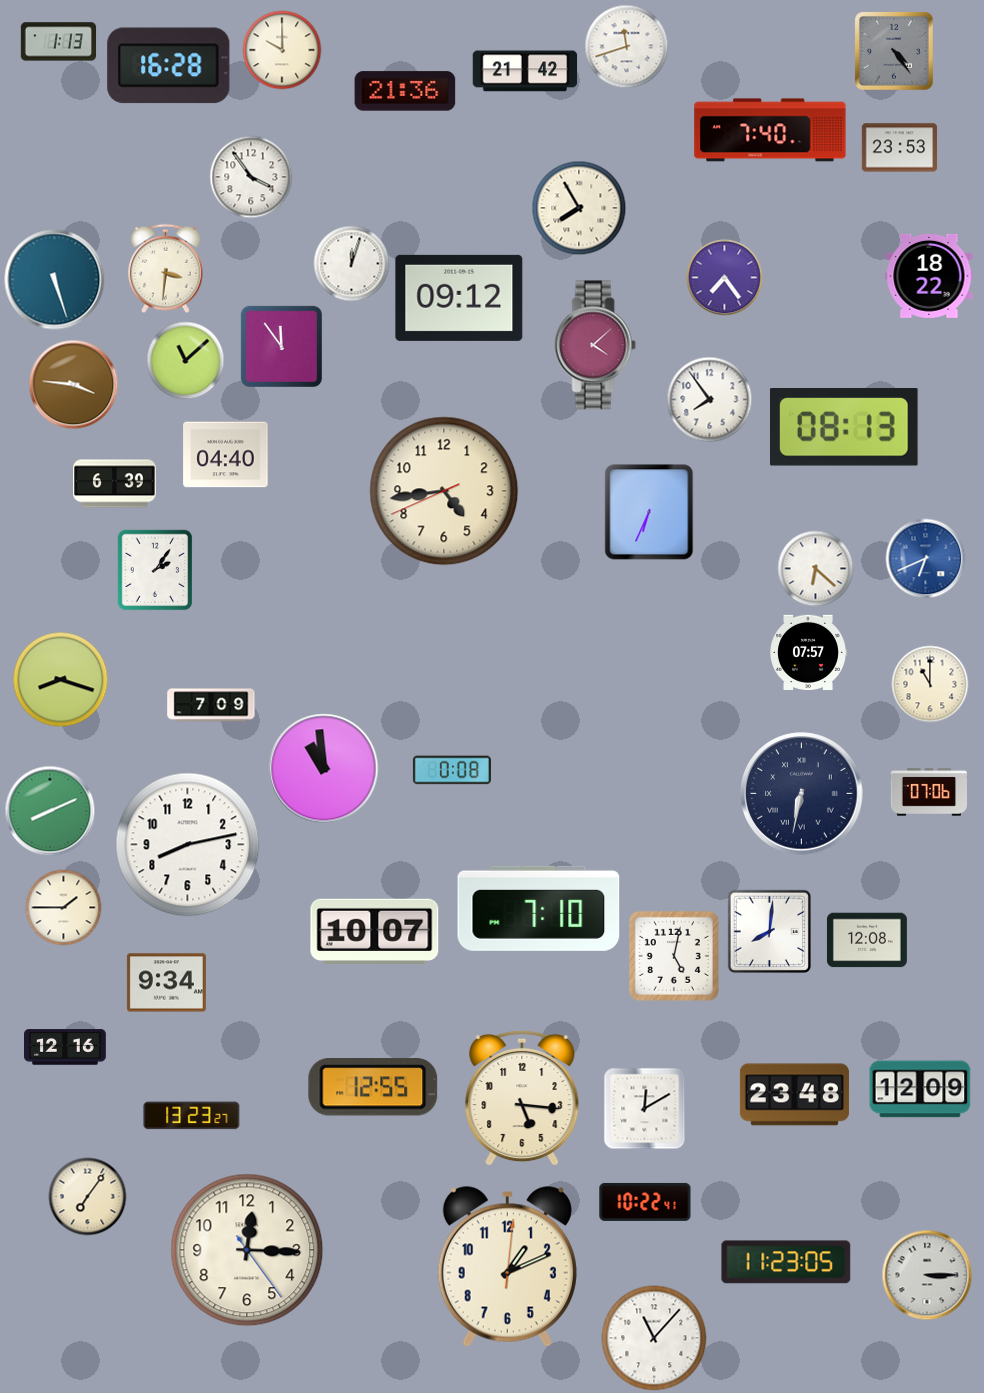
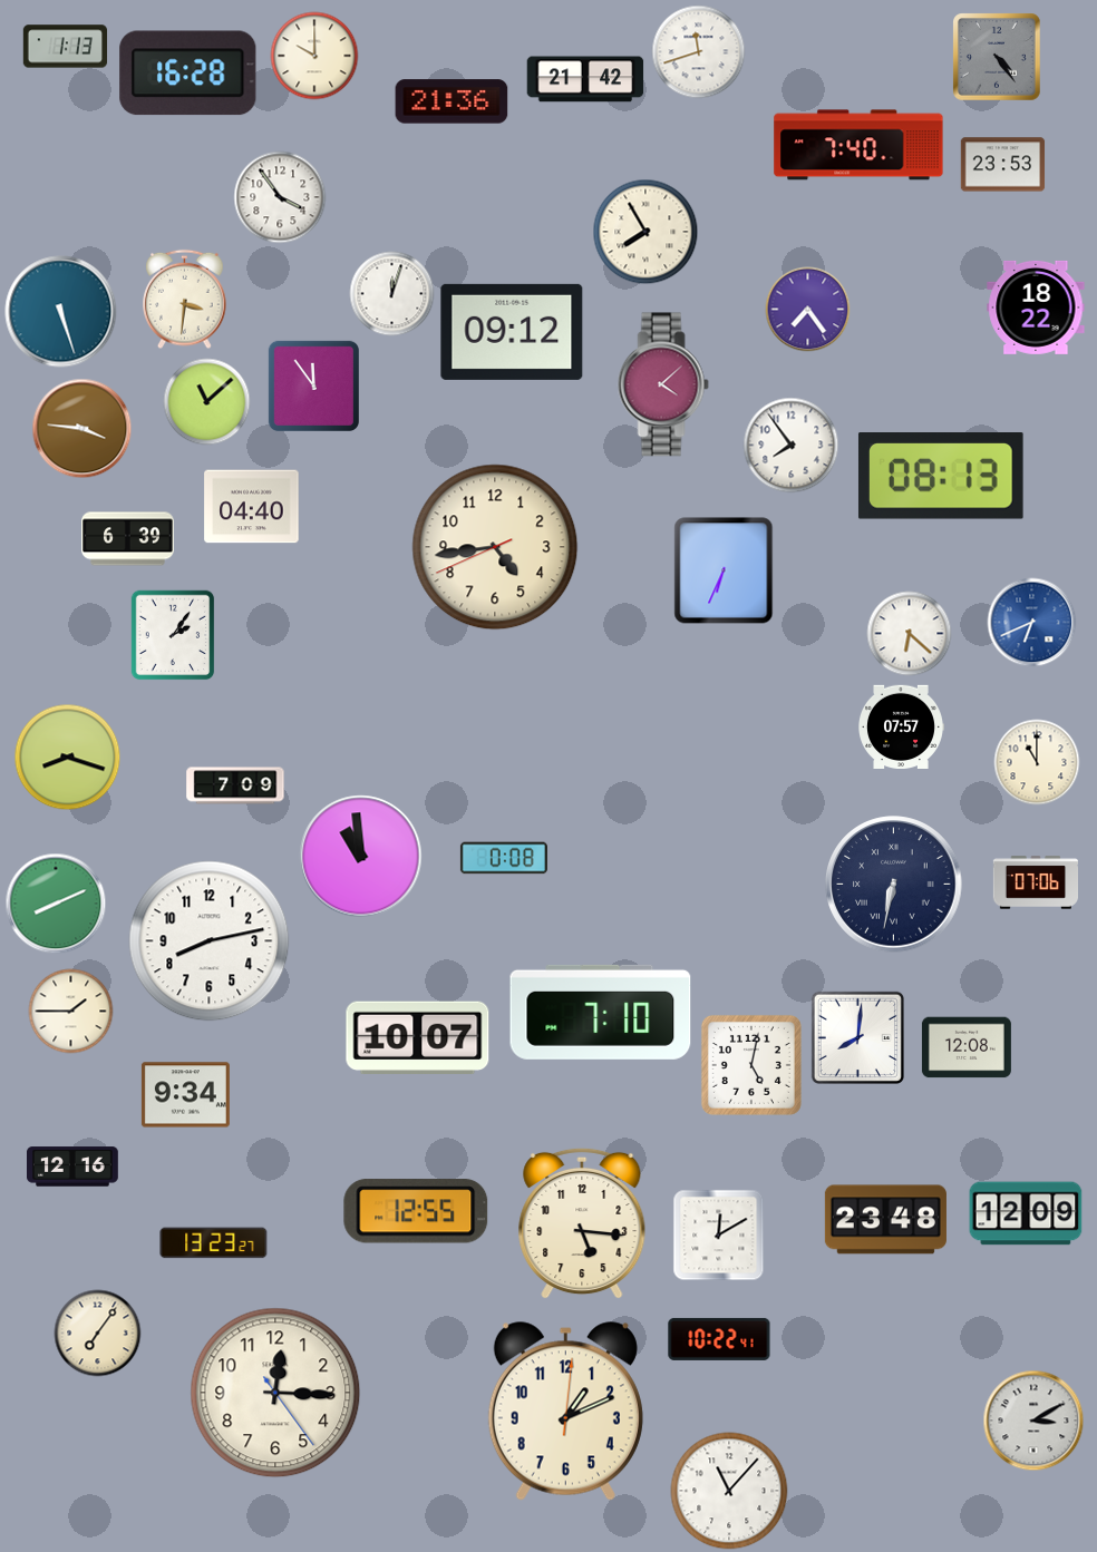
clock at (786, 1262): 11:23 -> none
clock at (927, 1275): 3:15 -> 3:10
